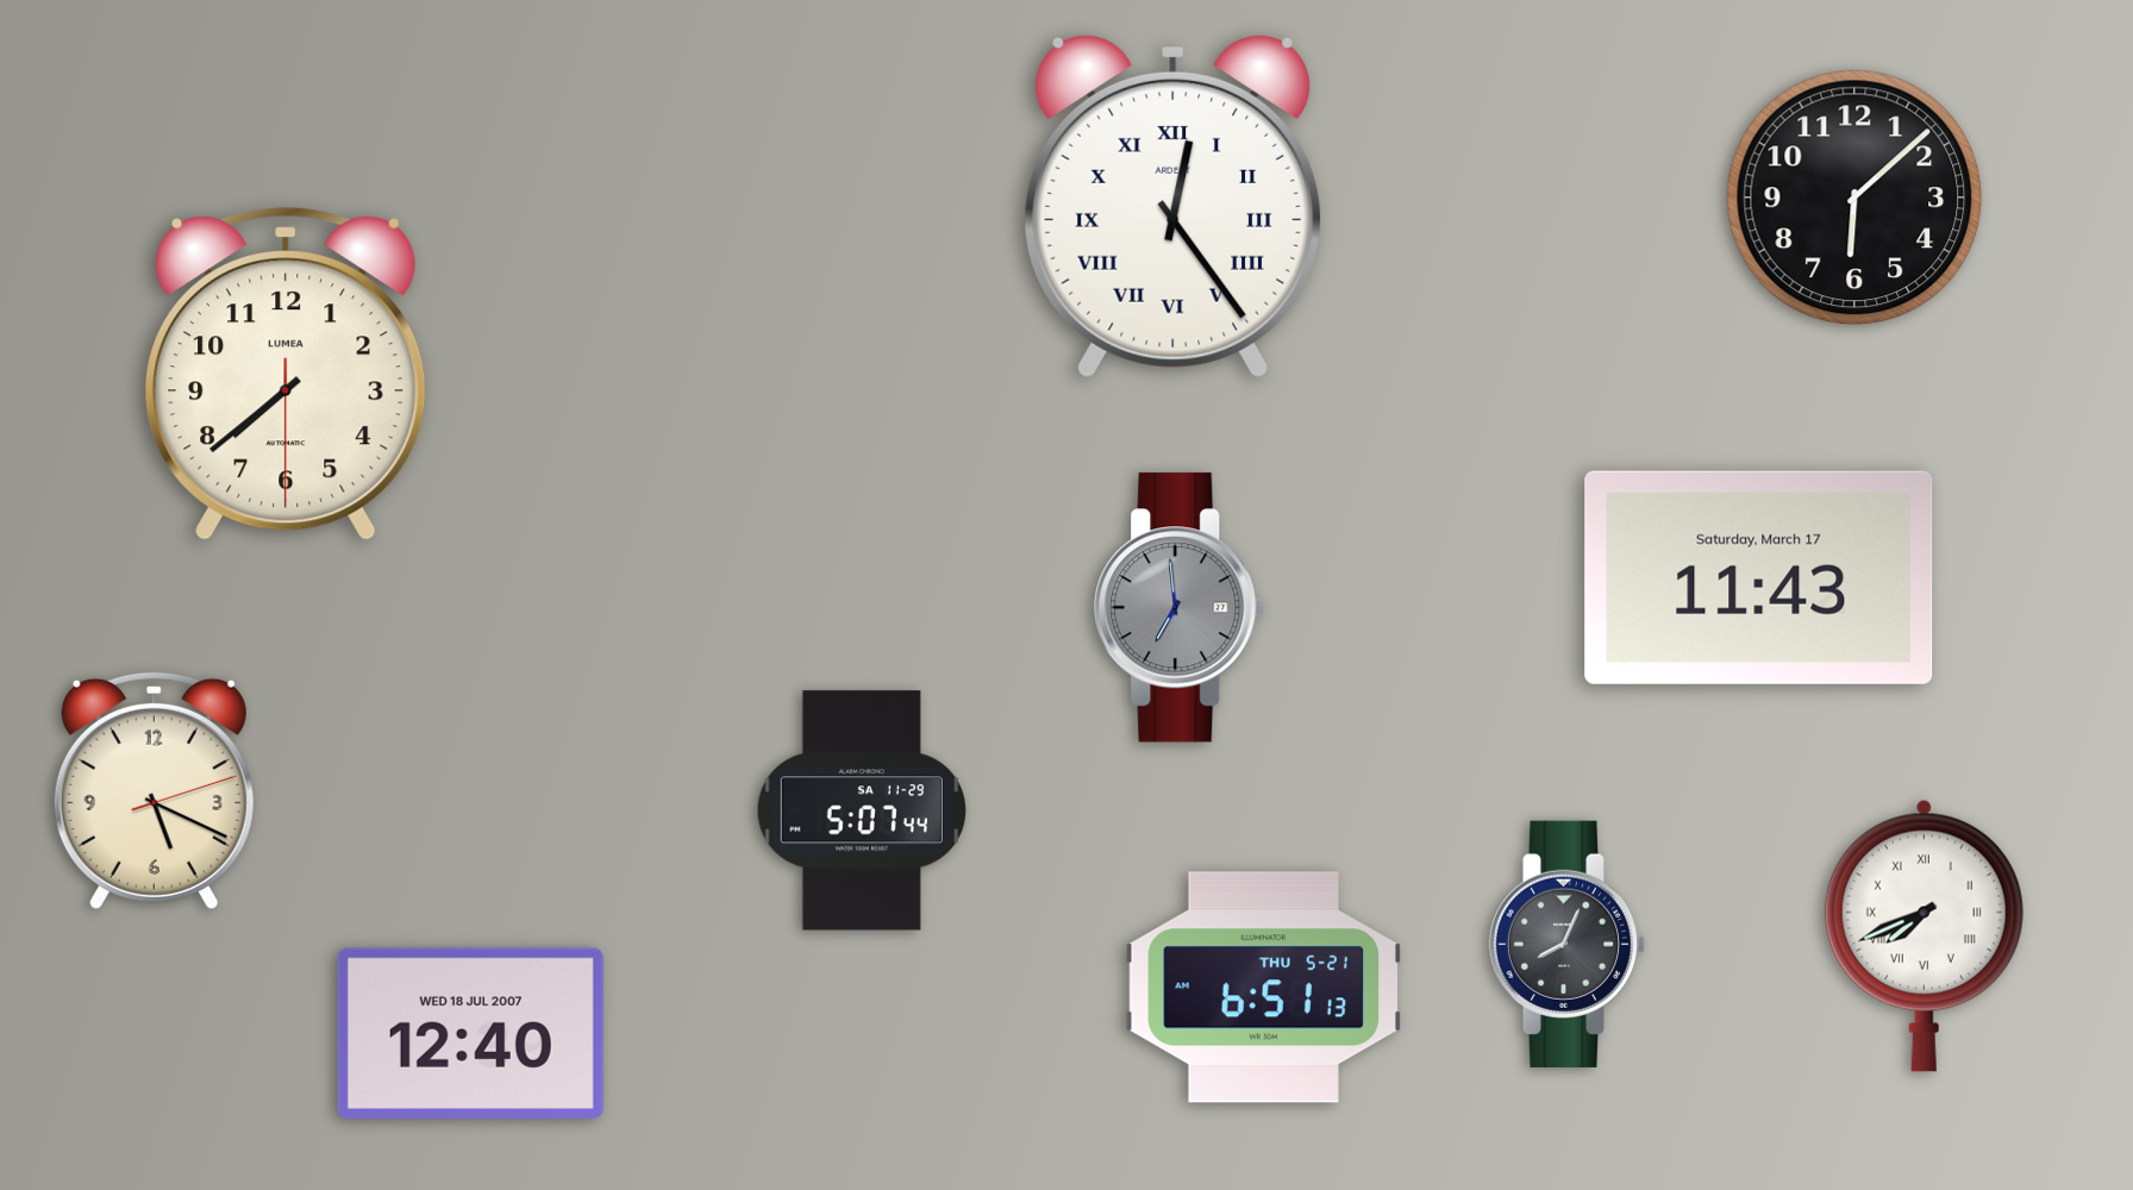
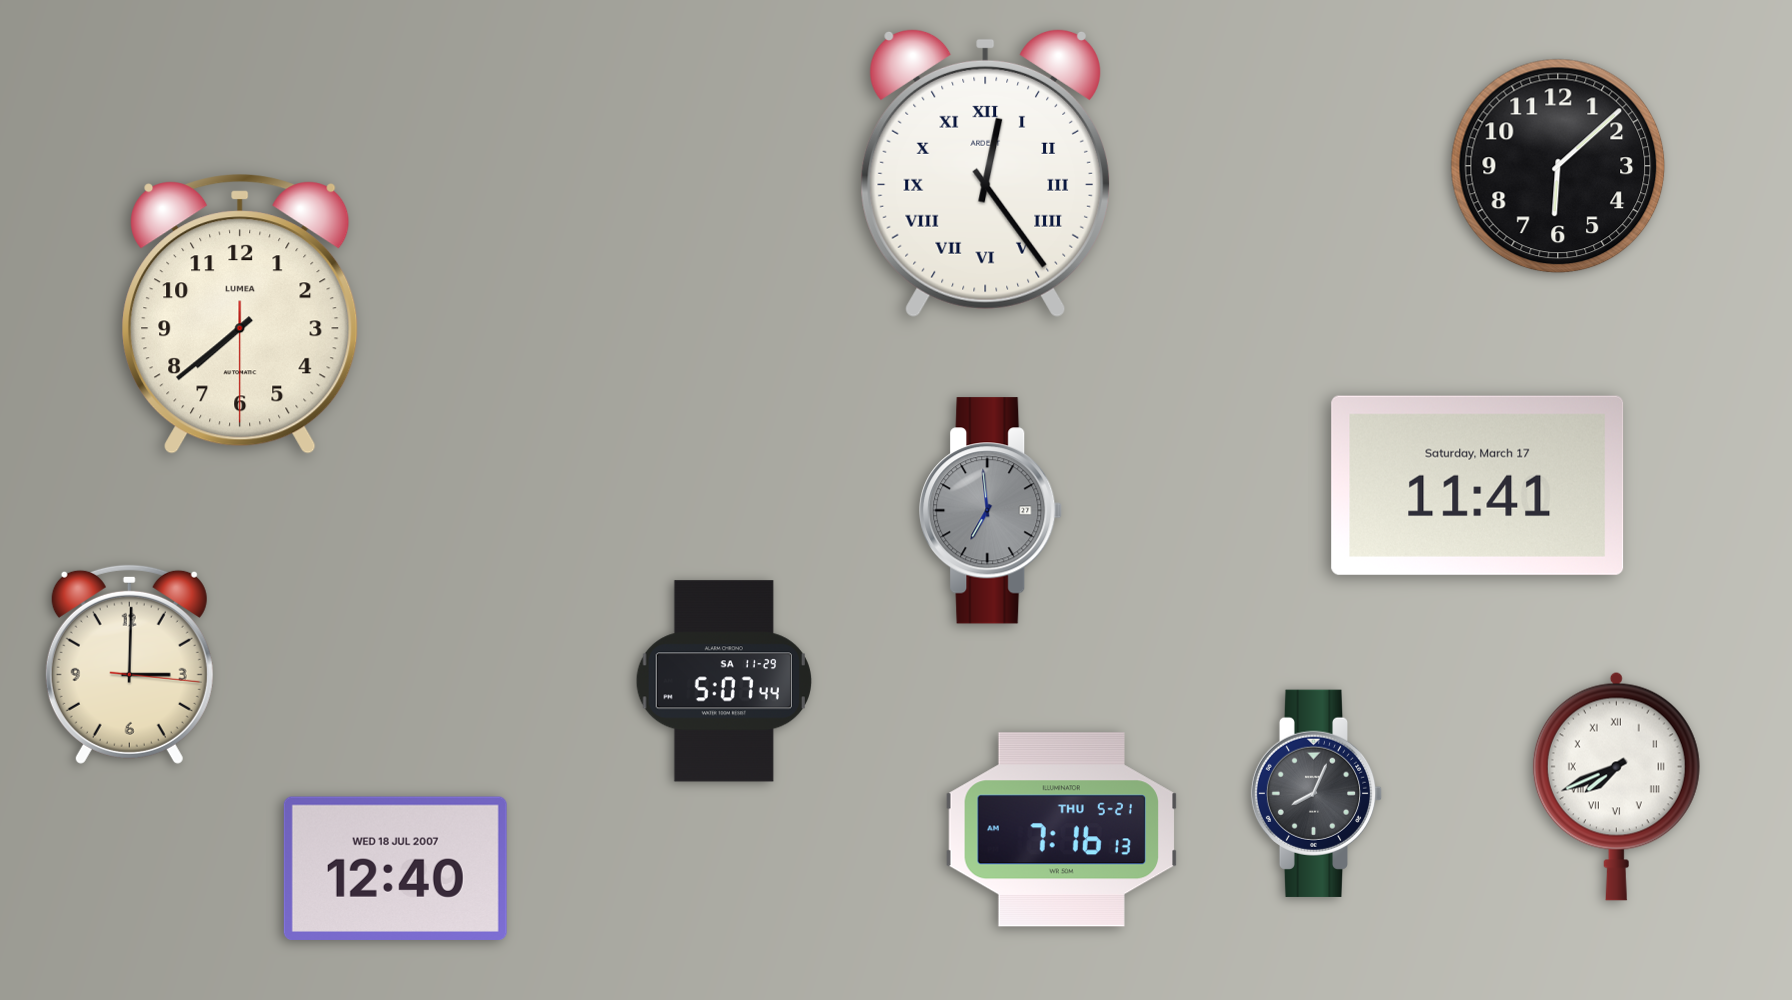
clock at (1759, 577): 11:43 -> 11:41
clock at (154, 790): 5:19 -> 3:00
clock at (1264, 988): 6:51 -> 7:16
